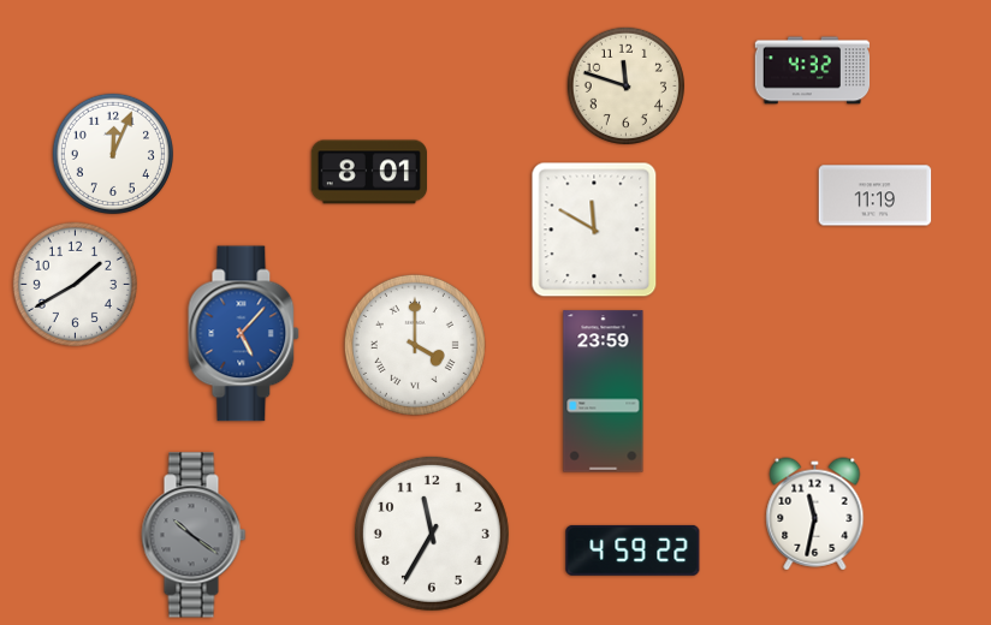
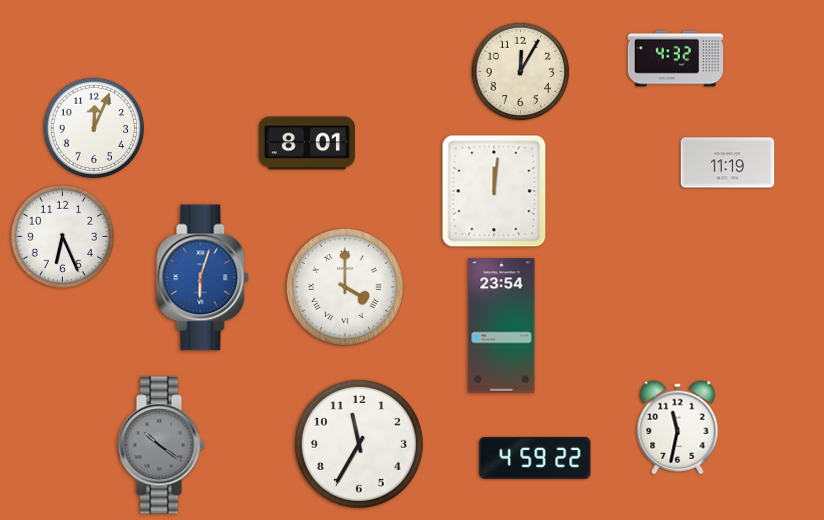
clock at (625, 85): 11:48 -> 12:05
clock at (594, 230): 11:50 -> 12:01
clock at (75, 284): 1:40 -> 6:26
clock at (244, 334): 5:07 -> 6:03
clock at (604, 392): 23:59 -> 23:54
clock at (633, 550) position: (633, 550) -> (535, 458)
